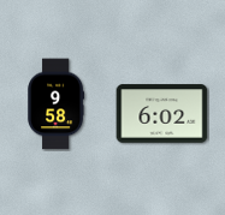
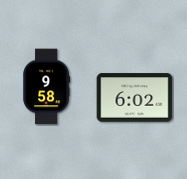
clock at (162, 114) position: (162, 114) -> (135, 98)
